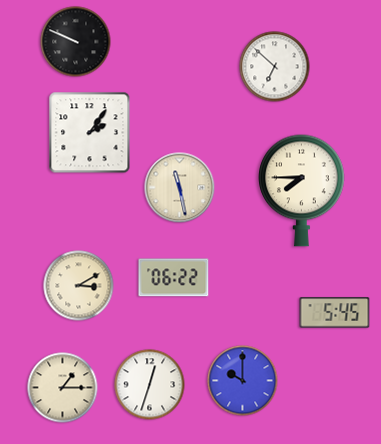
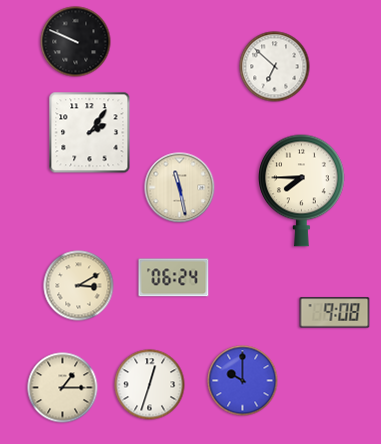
clock at (174, 278): 06:22 -> 06:24
clock at (335, 313): 5:45 -> 9:08
